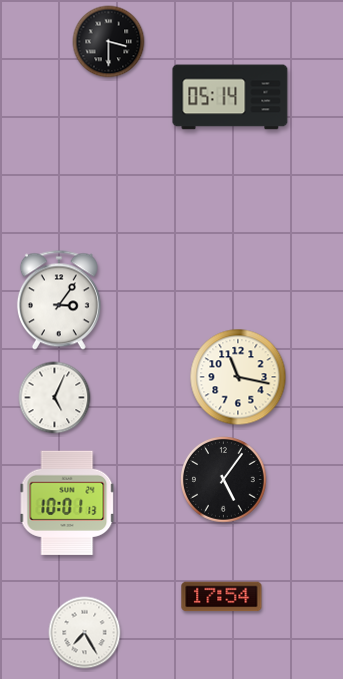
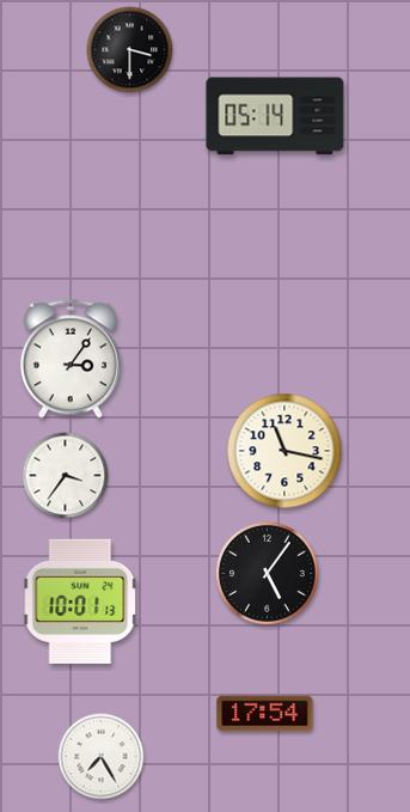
clock at (55, 398): 5:04 -> 3:36
